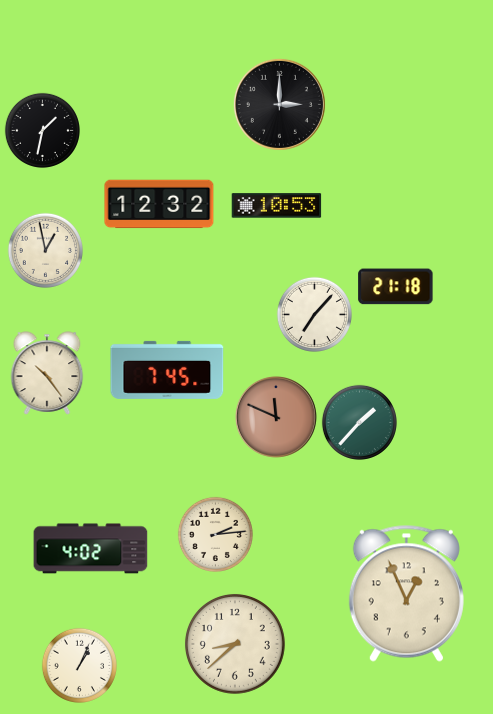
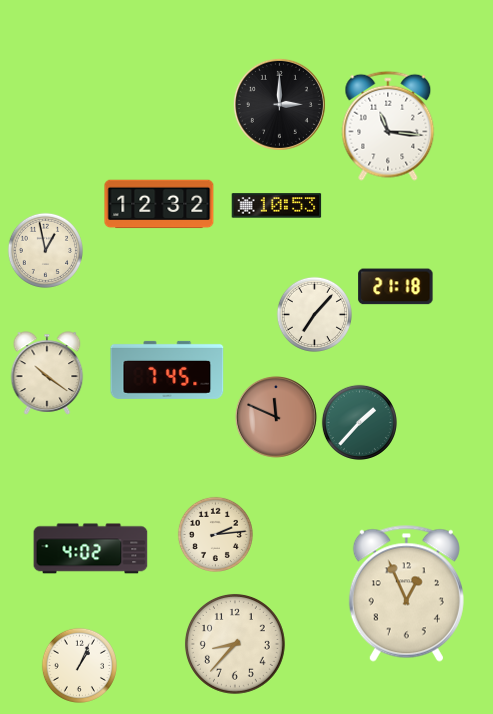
clock at (388, 126): none -> 11:16
clock at (42, 130): 1:32 -> none
clock at (47, 373): 10:24 -> 10:21
clock at (235, 644): 8:38 -> 8:37
